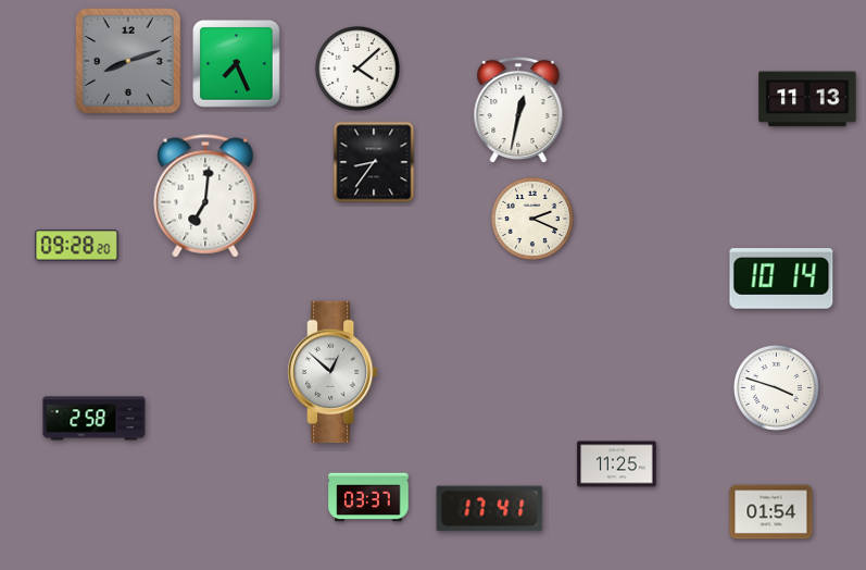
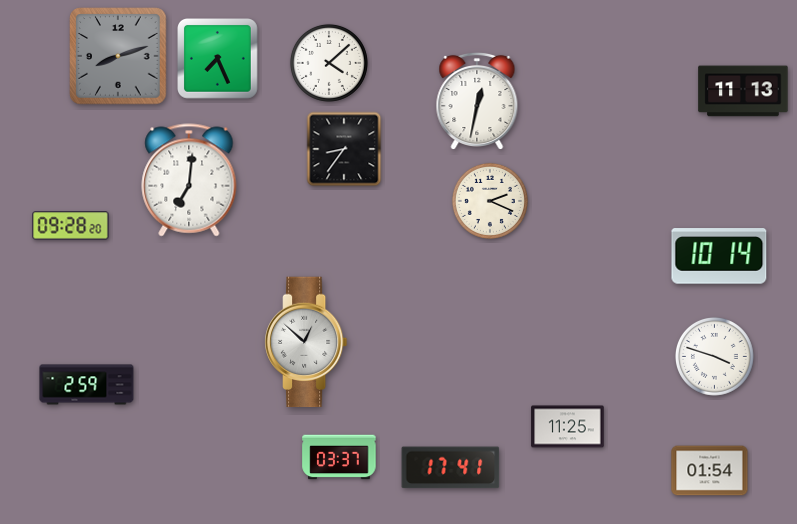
clock at (95, 419): 2:58 -> 2:59
